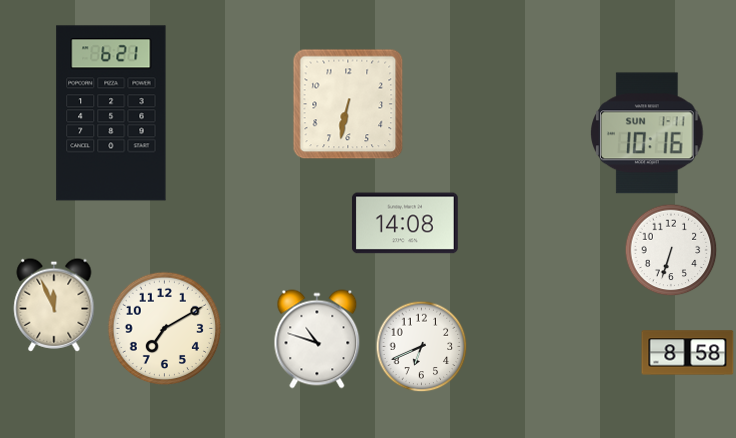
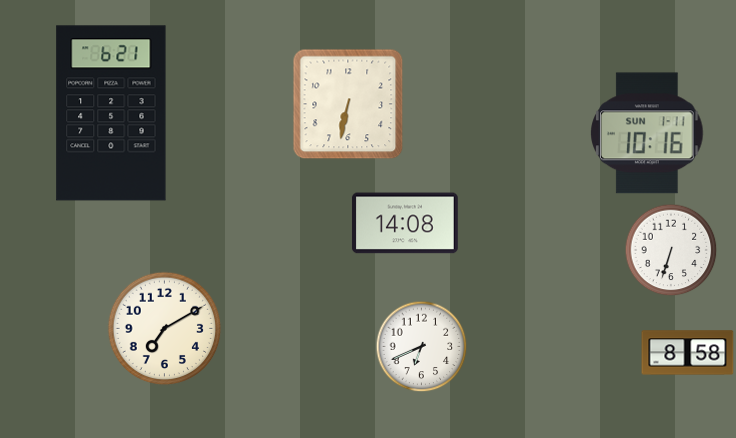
clock at (54, 305): 11:56 -> none
clock at (317, 339): 10:48 -> none
